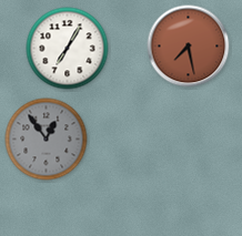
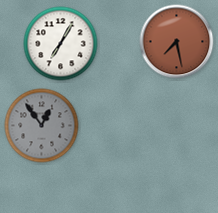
clock at (189, 47) position: (189, 47) -> (177, 42)
